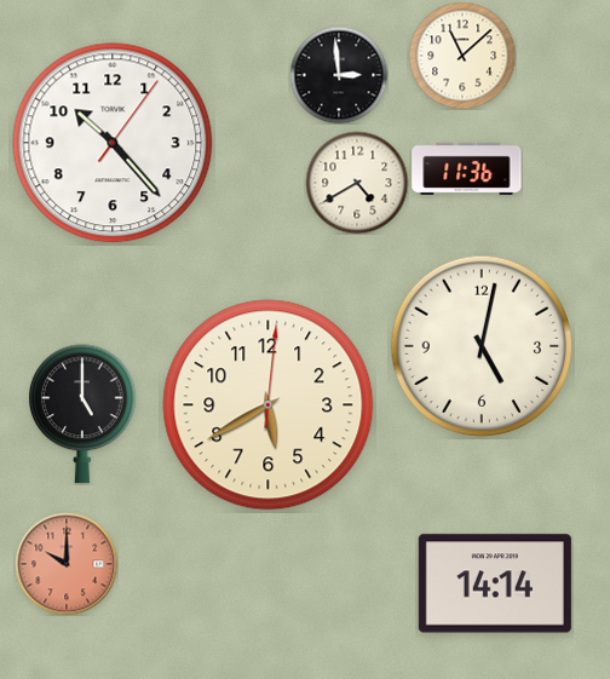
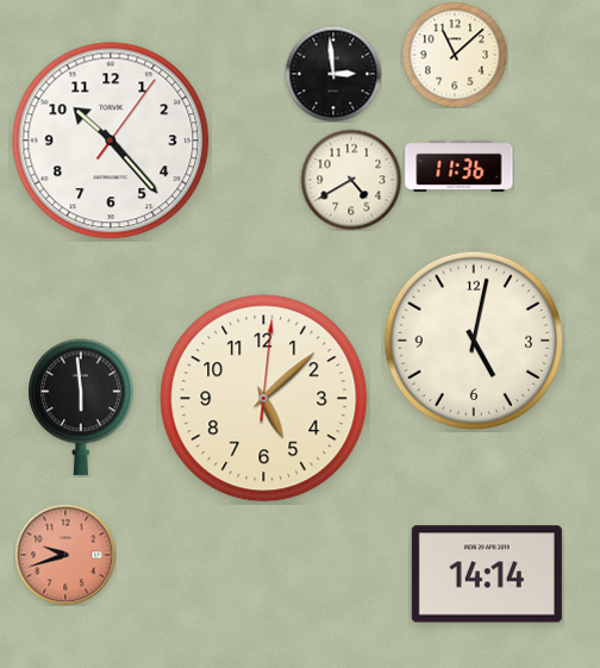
clock at (269, 405): 5:40 -> 5:08
clock at (82, 414): 5:00 -> 5:59
clock at (67, 564): 10:00 -> 9:42
